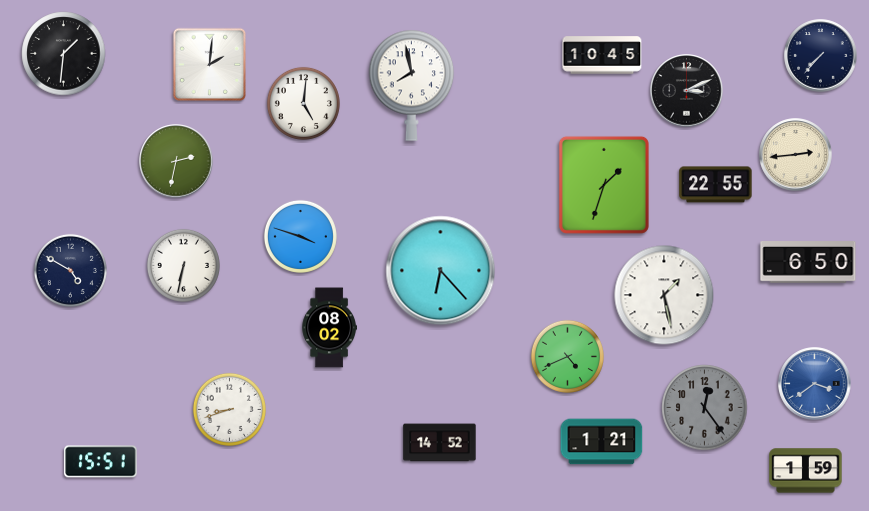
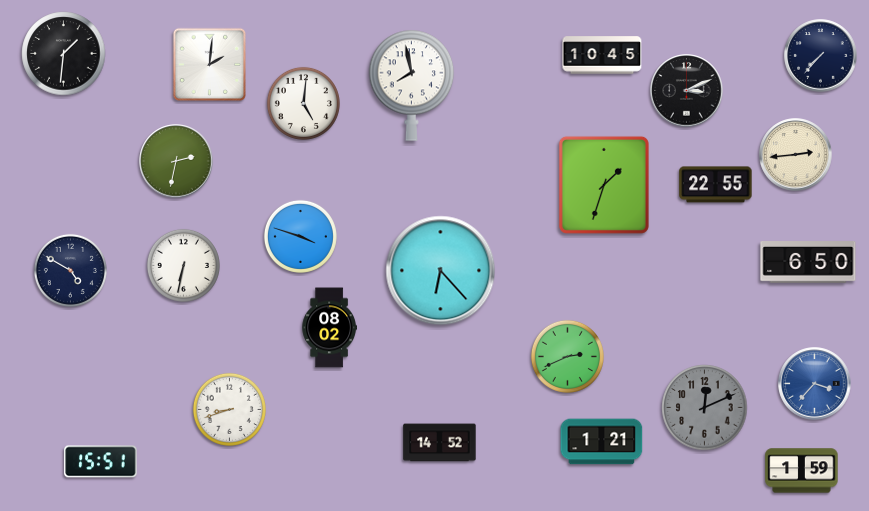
clock at (664, 295): 1:28 -> none
clock at (567, 356): 4:41 -> 2:41
clock at (815, 384): 3:39 -> 3:37
clock at (705, 408): 12:24 -> 12:11
clock at (806, 471) position: (806, 471) -> (802, 471)
